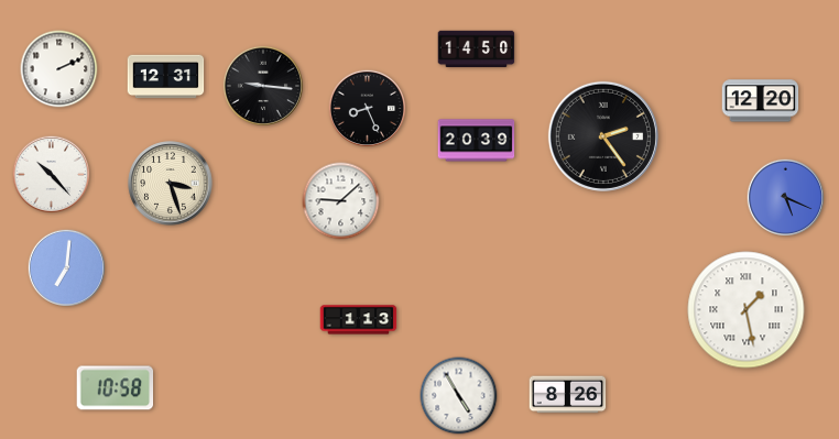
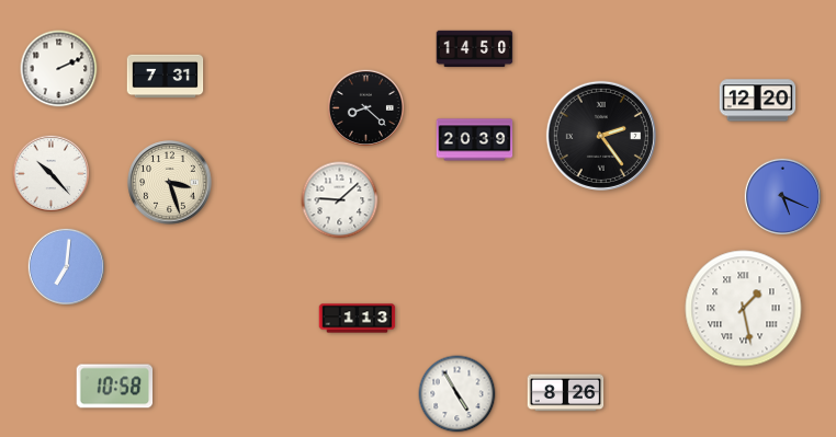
clock at (166, 77): 12:31 -> 7:31
clock at (263, 86): 9:16 -> none
clock at (368, 109): 8:26 -> 8:22
